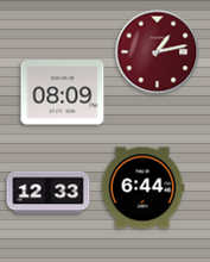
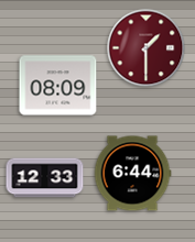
clock at (158, 52): 1:13 -> 1:30
